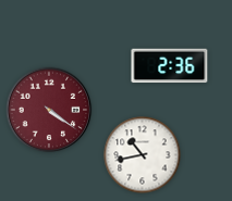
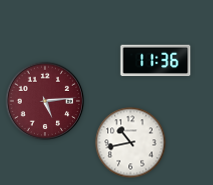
clock at (170, 66): 2:36 -> 11:36
clock at (49, 110): 4:21 -> 5:14
